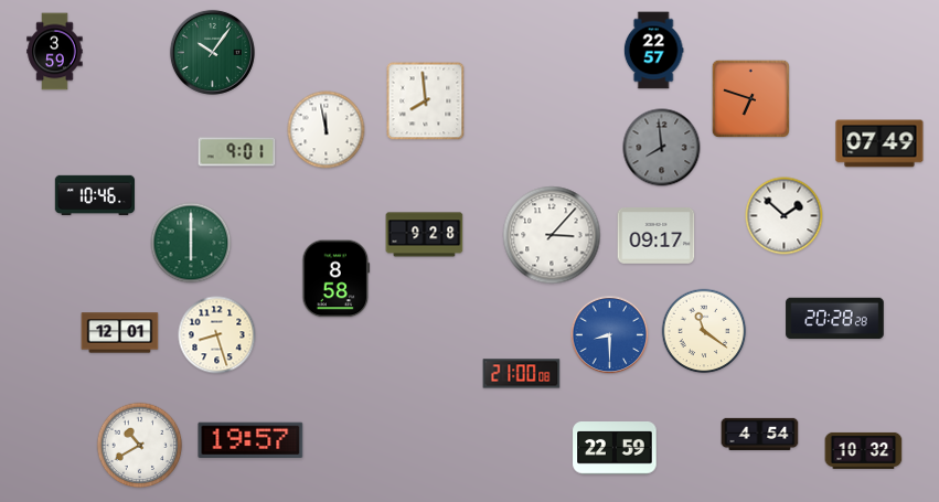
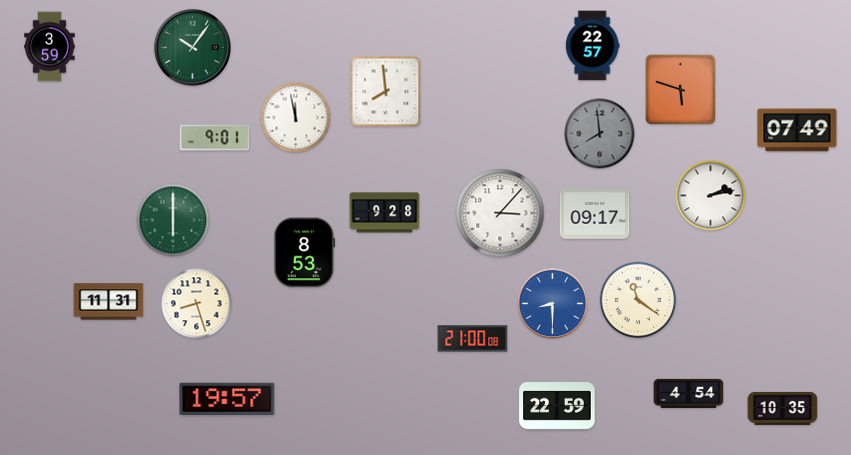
clock at (750, 98): 6:48 -> 5:48
clock at (94, 194): 10:46 -> none
clock at (785, 216): 1:52 -> 2:13
clock at (337, 279): 8:58 -> 8:53
clock at (835, 319): 20:28 -> none
clock at (120, 333): 12:01 -> 11:31
clock at (140, 446): 10:40 -> none
clock at (864, 450): 10:32 -> 10:35
